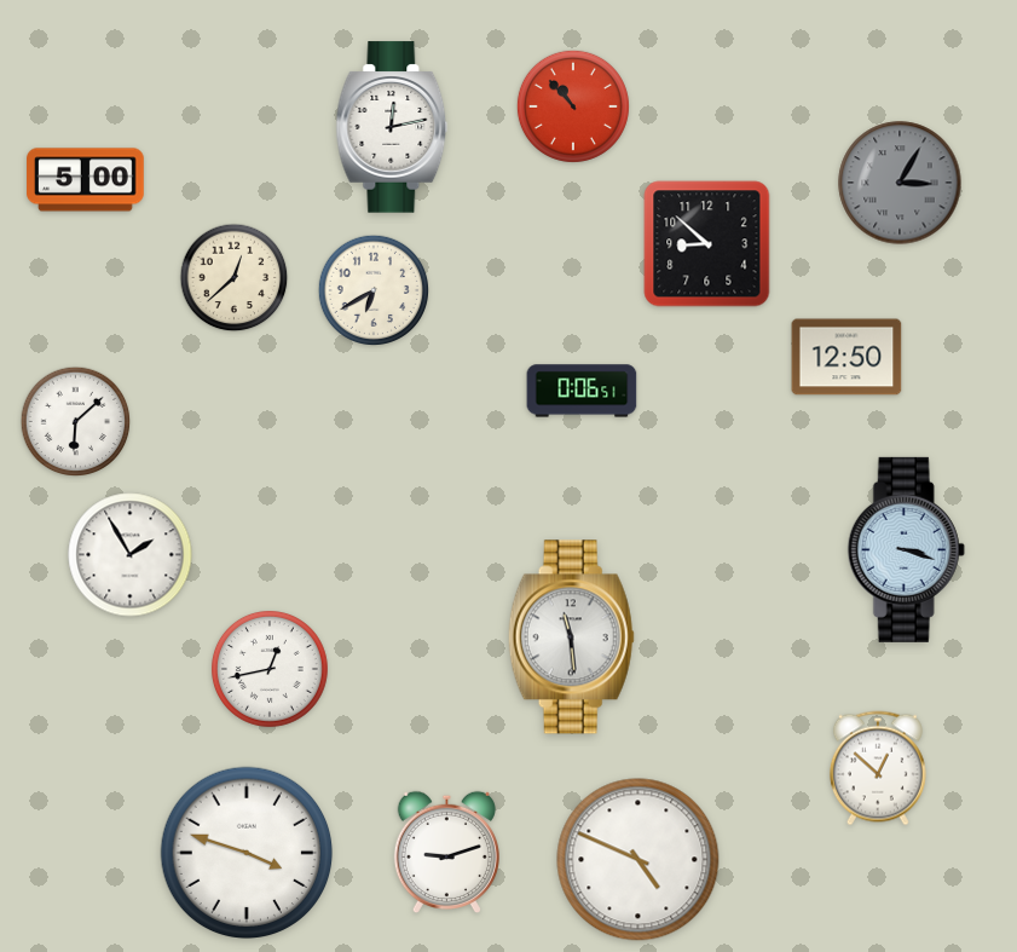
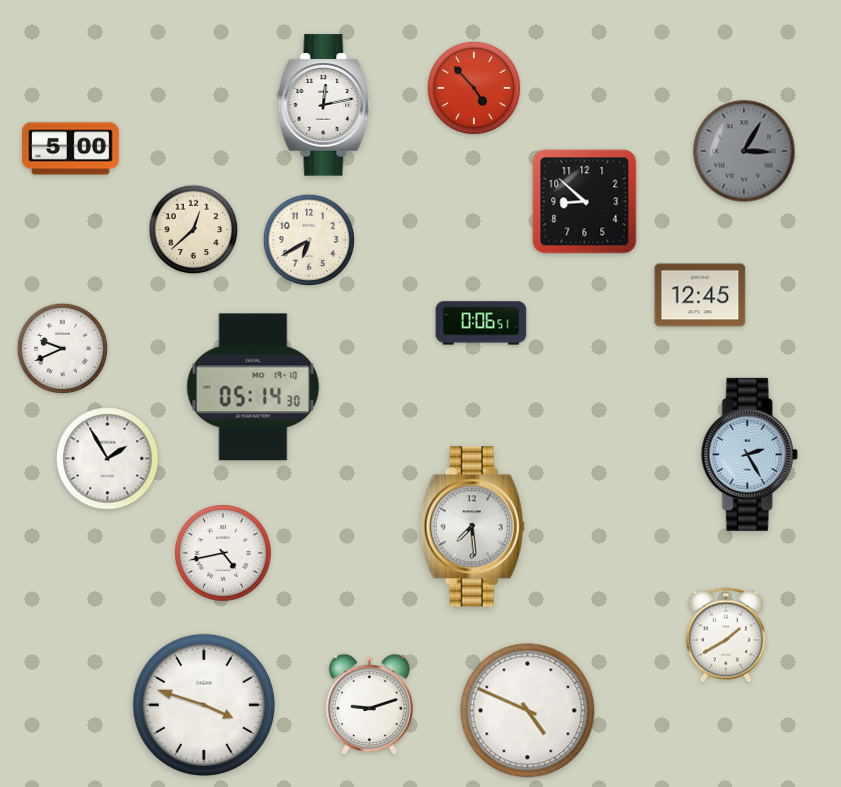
clock at (573, 106): 10:53 -> 4:53
clock at (846, 357): 12:50 -> 12:45
clock at (76, 422): 6:08 -> 9:41
clock at (253, 387): none -> 05:14
clock at (906, 549): 3:18 -> 2:25
clock at (571, 637): 11:29 -> 7:29
clock at (271, 670): 12:43 -> 4:43
clock at (878, 768): 12:52 -> 1:40
